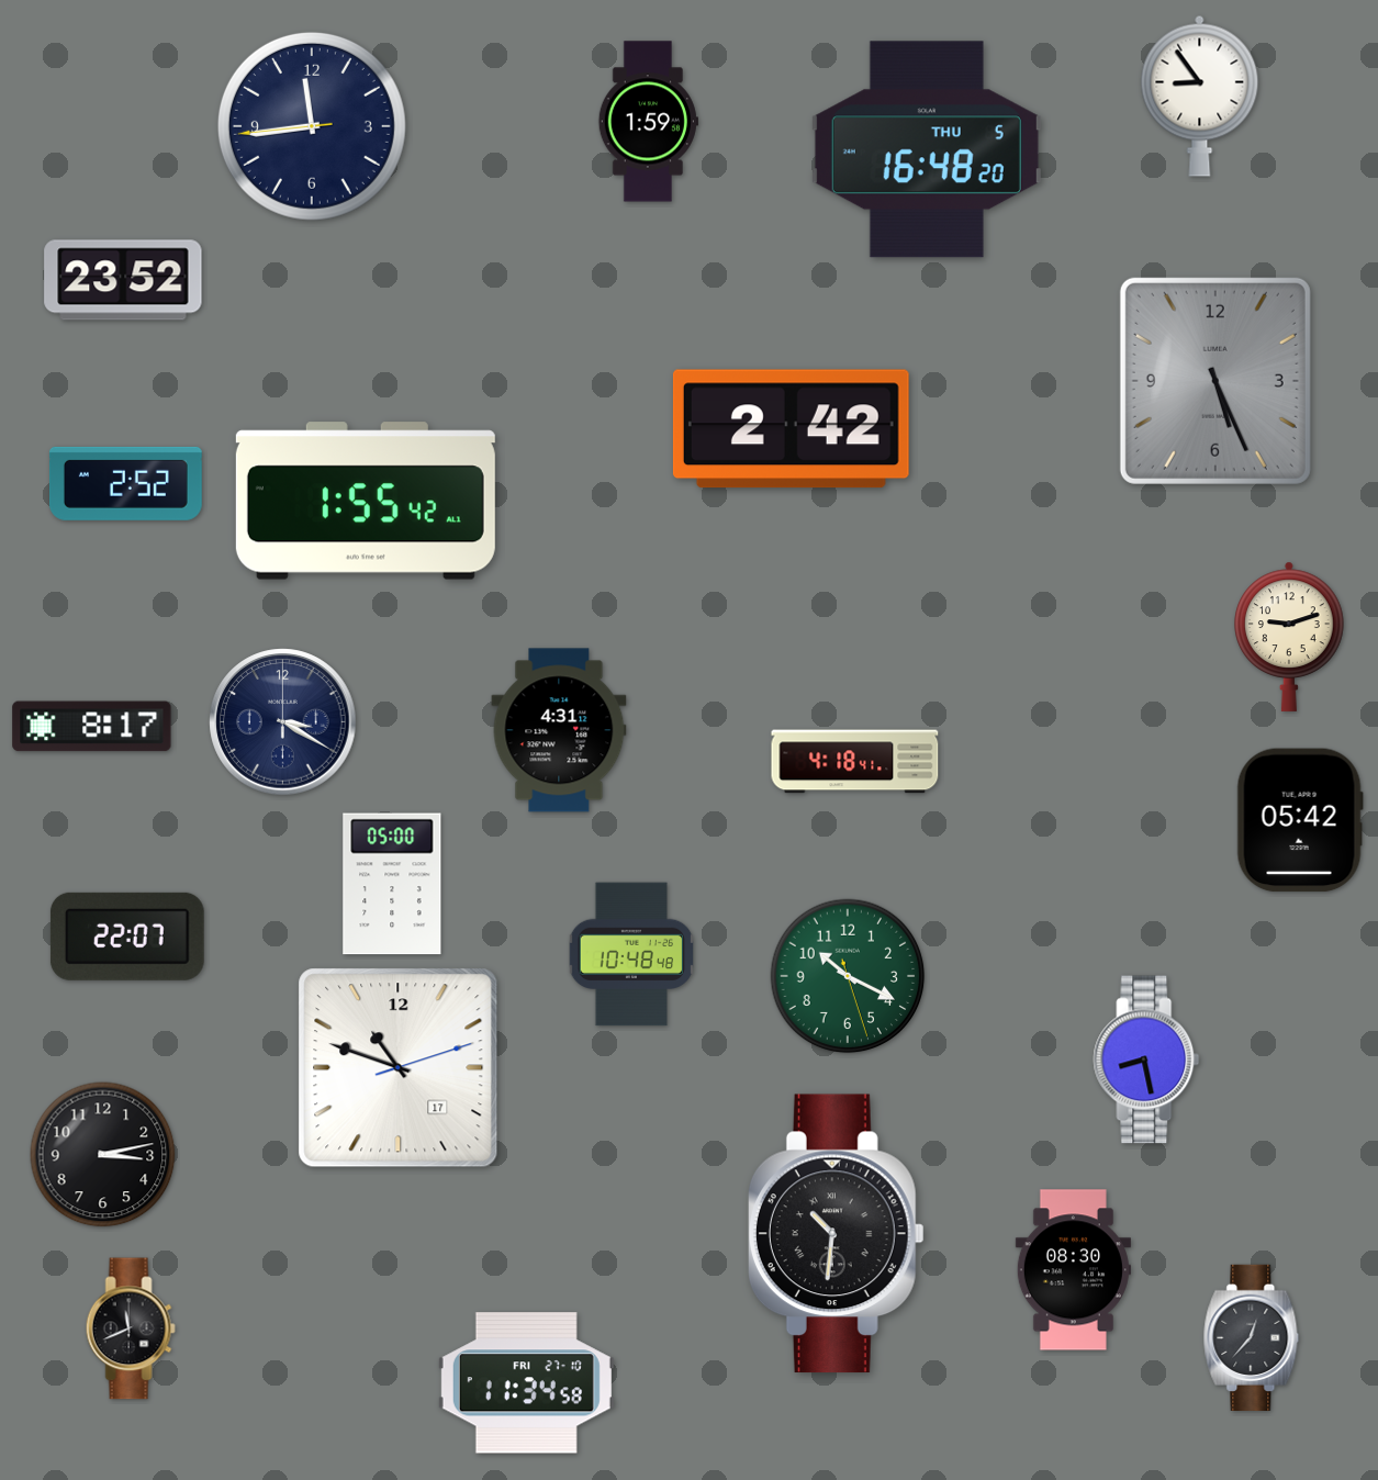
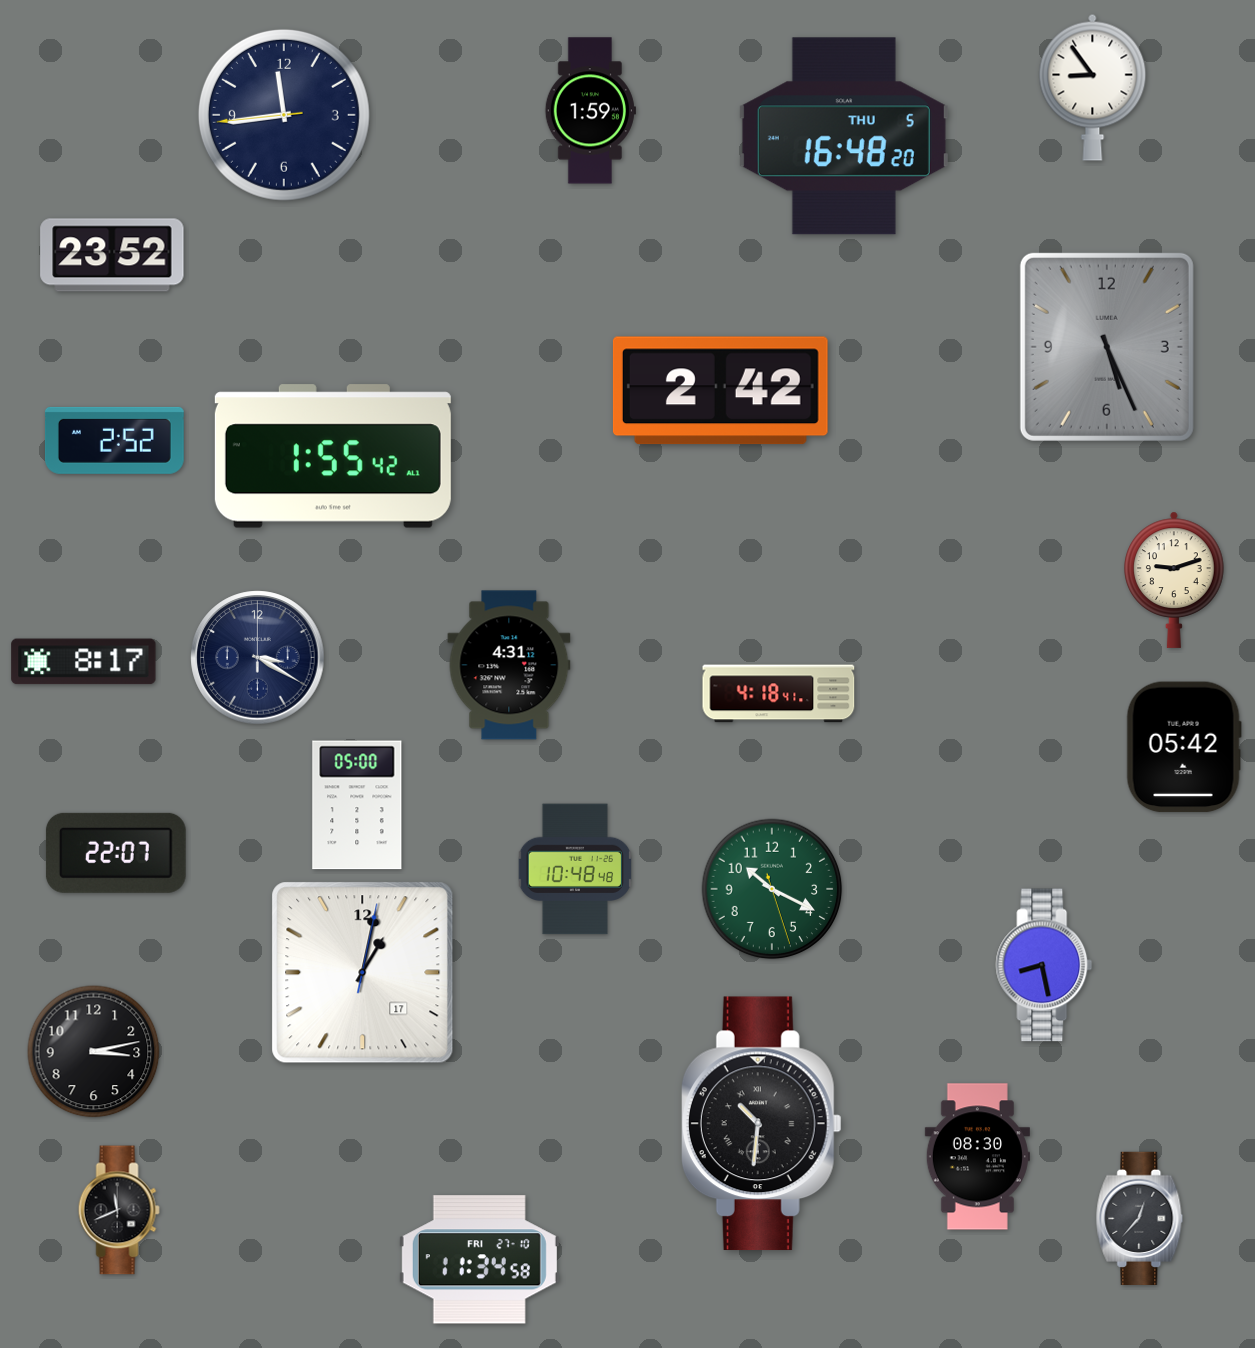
clock at (399, 1068): 10:48 -> 1:02
